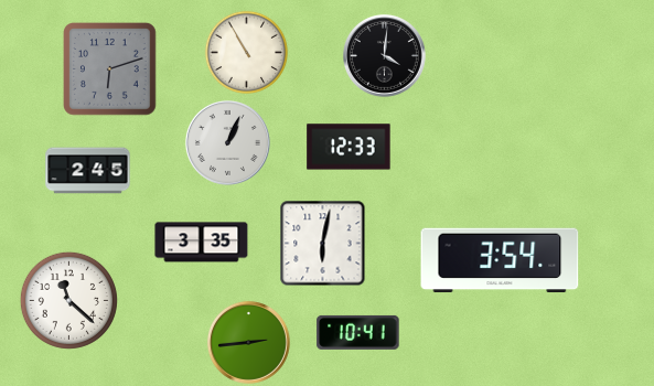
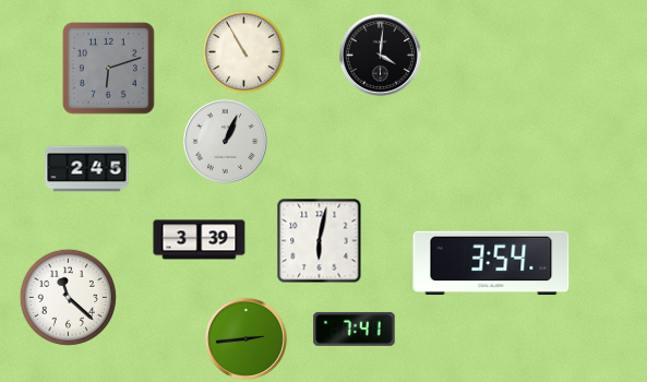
clock at (349, 147): 12:33 -> none
clock at (202, 243): 3:35 -> 3:39
clock at (500, 260) position: (500, 260) -> (491, 263)
clock at (358, 332): 10:41 -> 7:41
